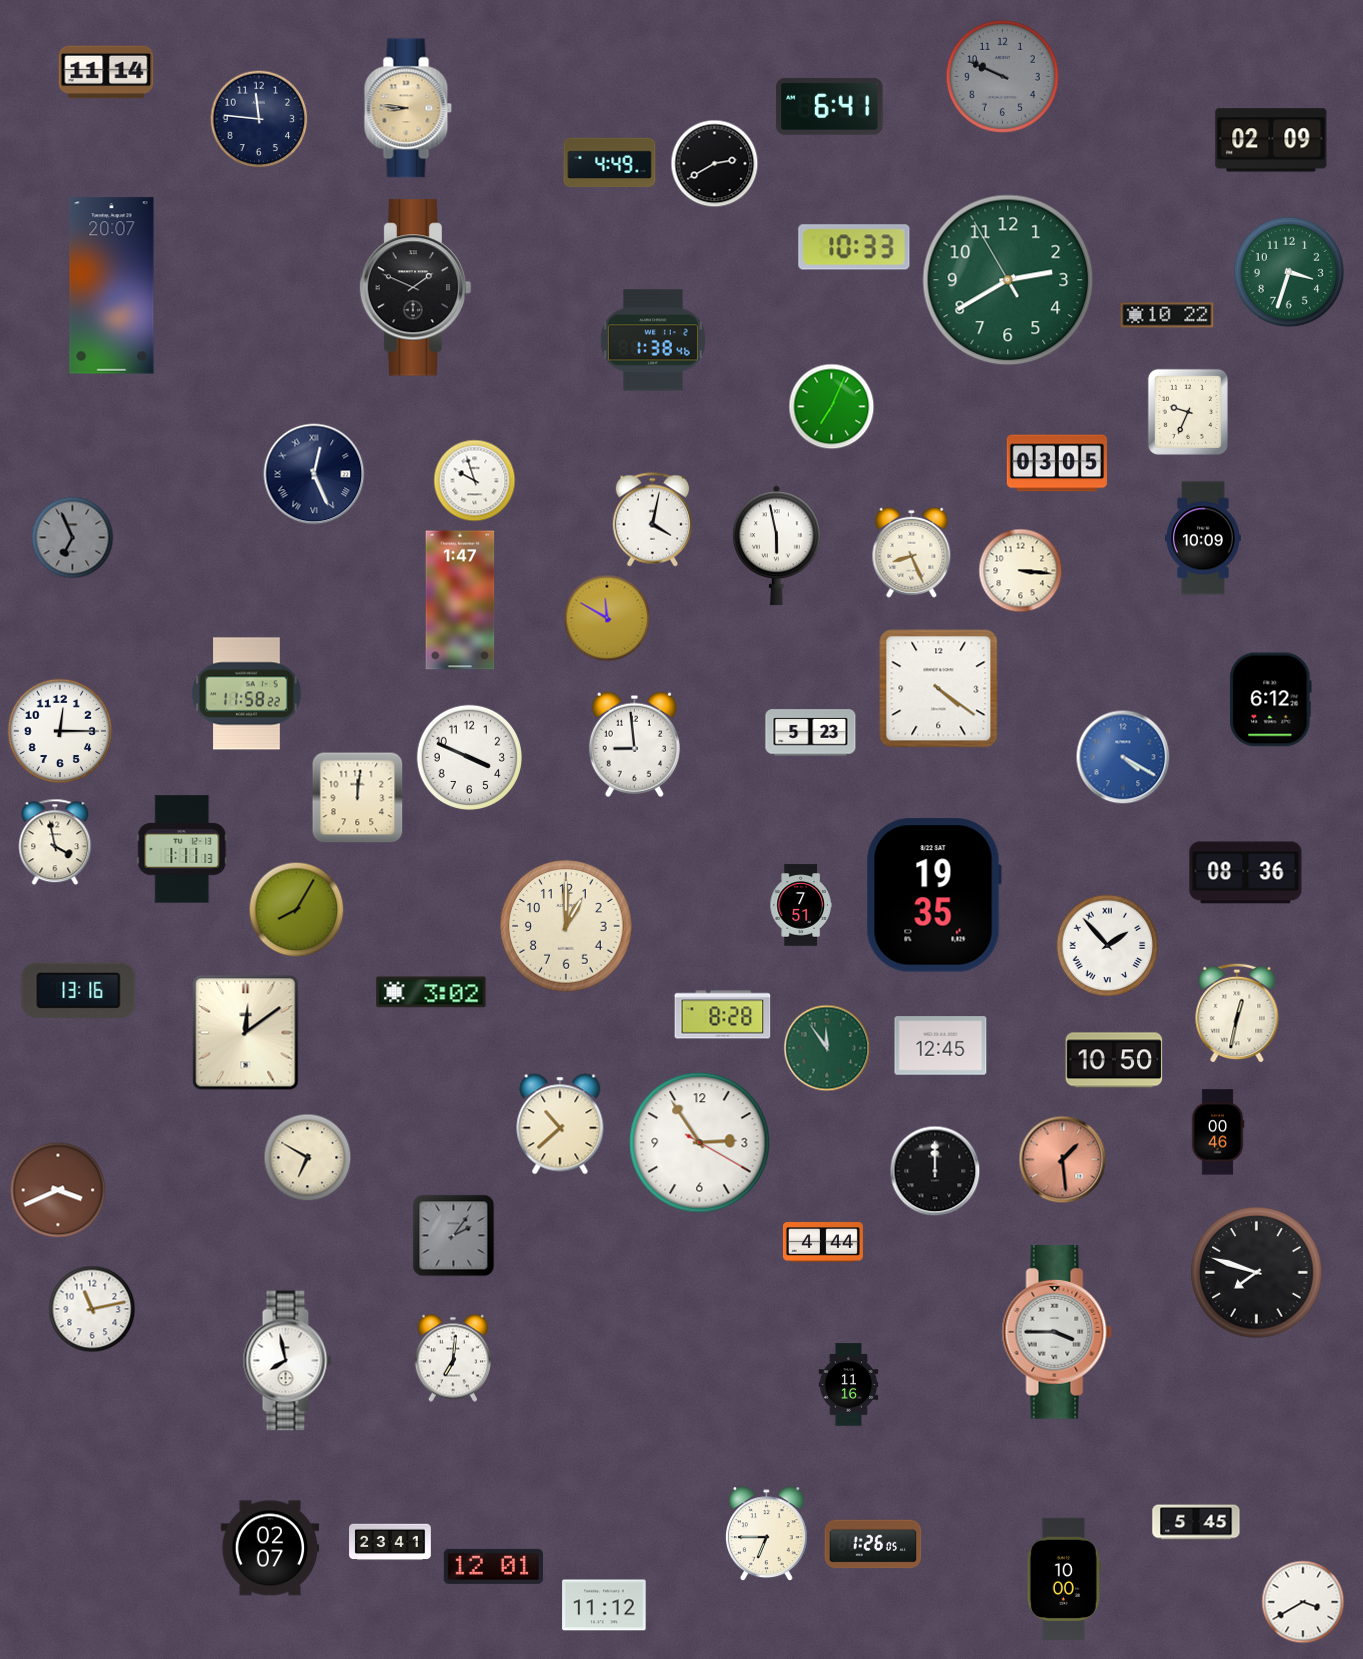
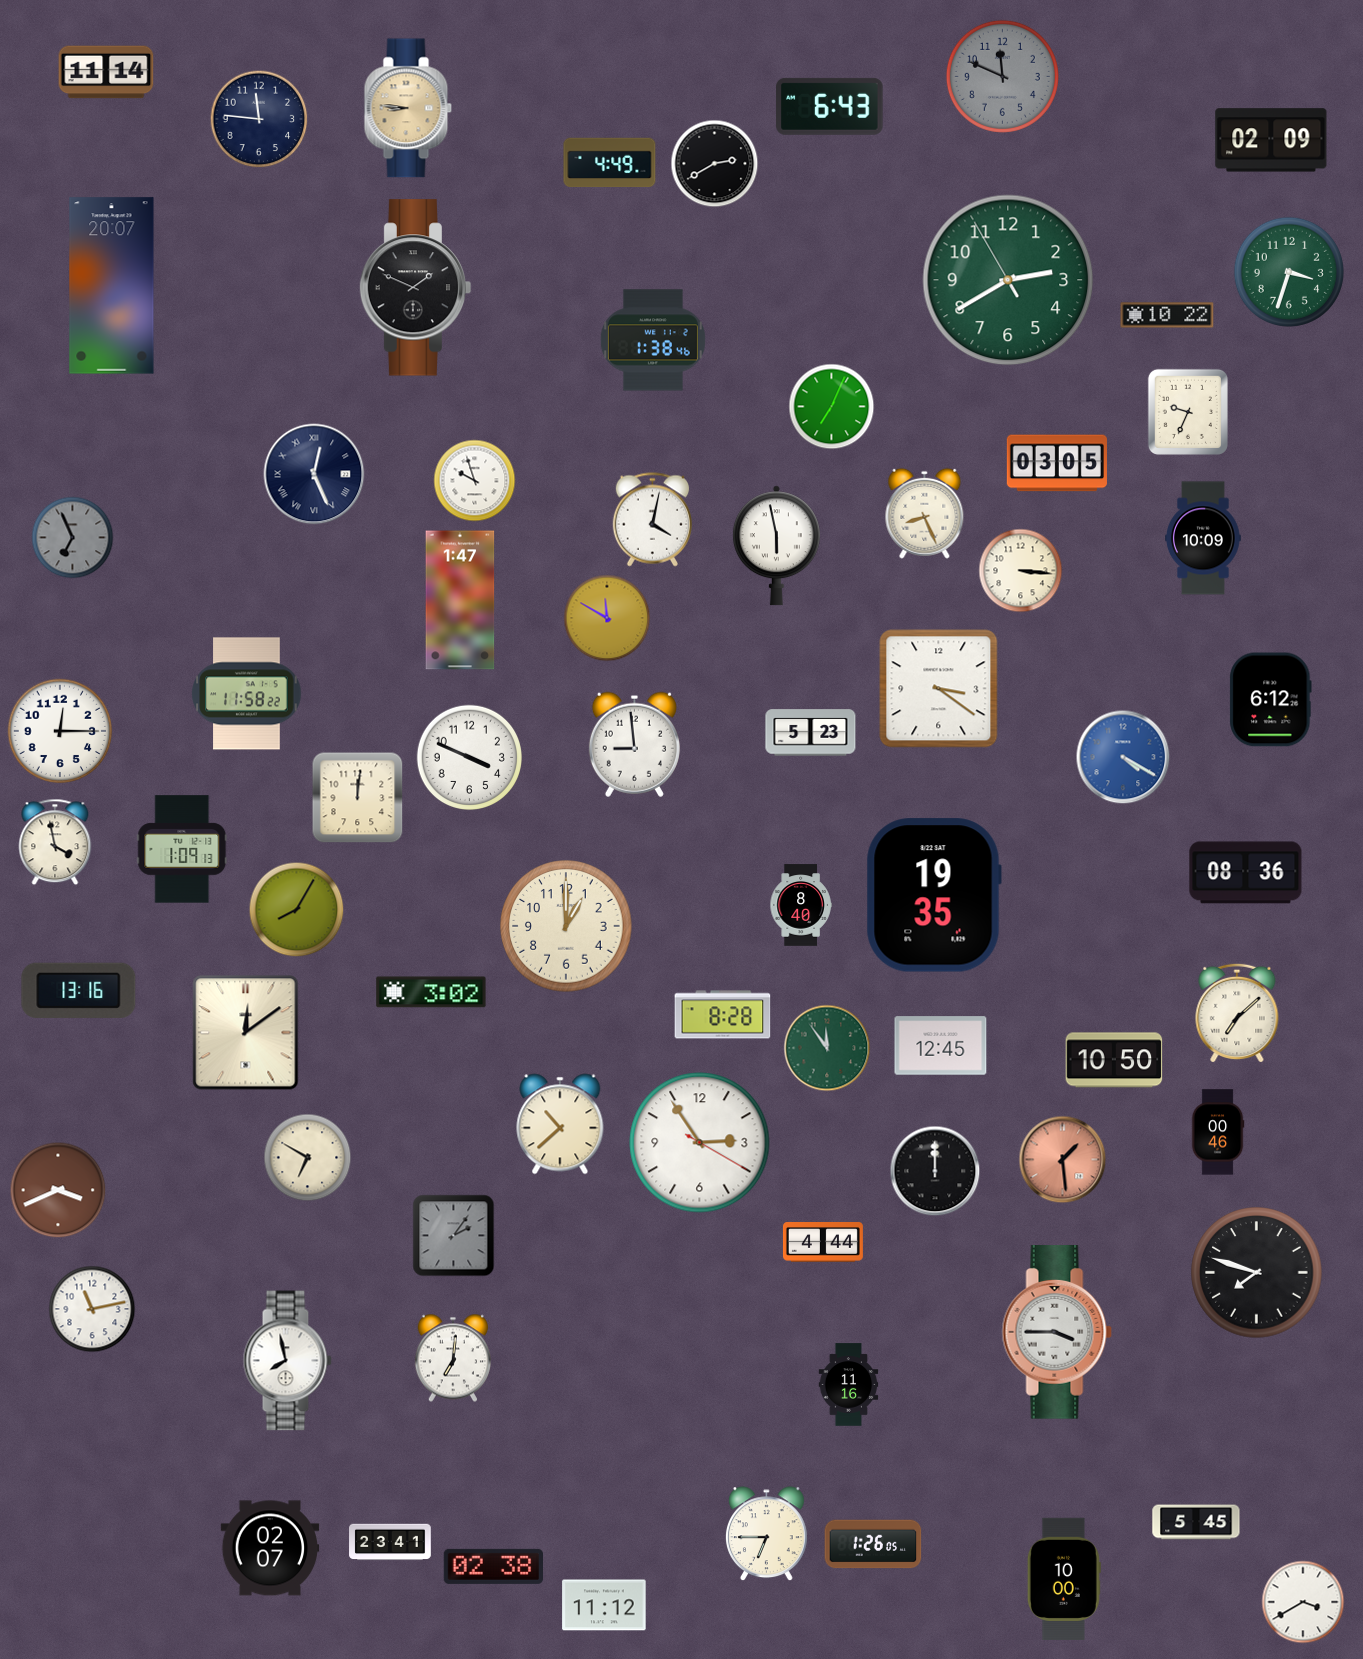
clock at (1002, 76): 9:49 -> 11:49
clock at (830, 106): 6:41 -> 6:43
clock at (854, 247): 10:33 -> none
clock at (912, 552) position: (912, 552) -> (925, 513)
clock at (939, 689): 4:21 -> 3:21
clock at (182, 849): 1:11 -> 1:09
clock at (801, 905): 7:51 -> 8:40
clock at (1108, 946): 1:53 -> none
clock at (1237, 1013): 12:32 -> 7:08
clock at (493, 1566): 12:01 -> 02:38
